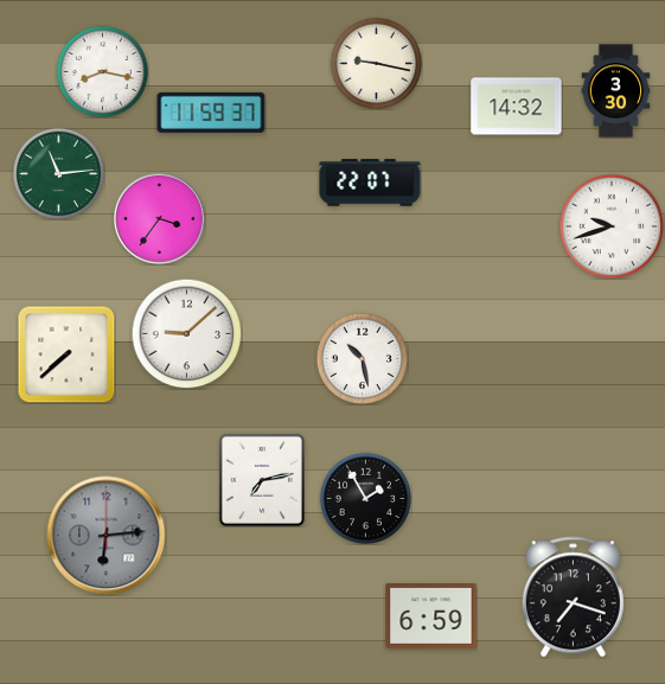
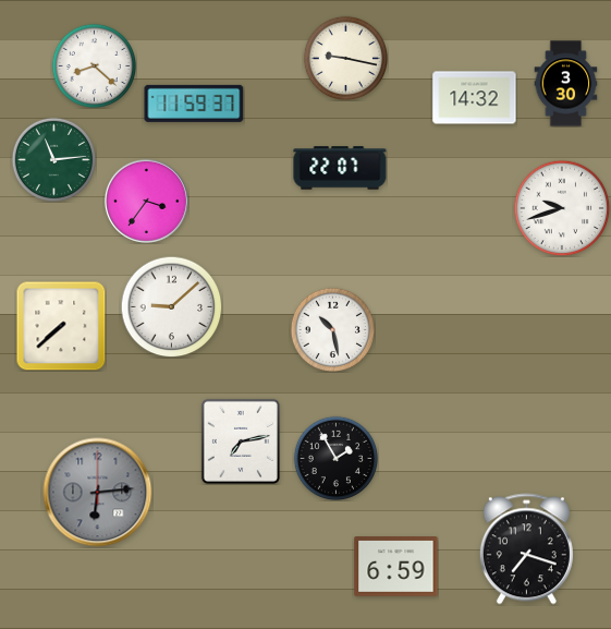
clock at (102, 71): 8:17 -> 8:22
